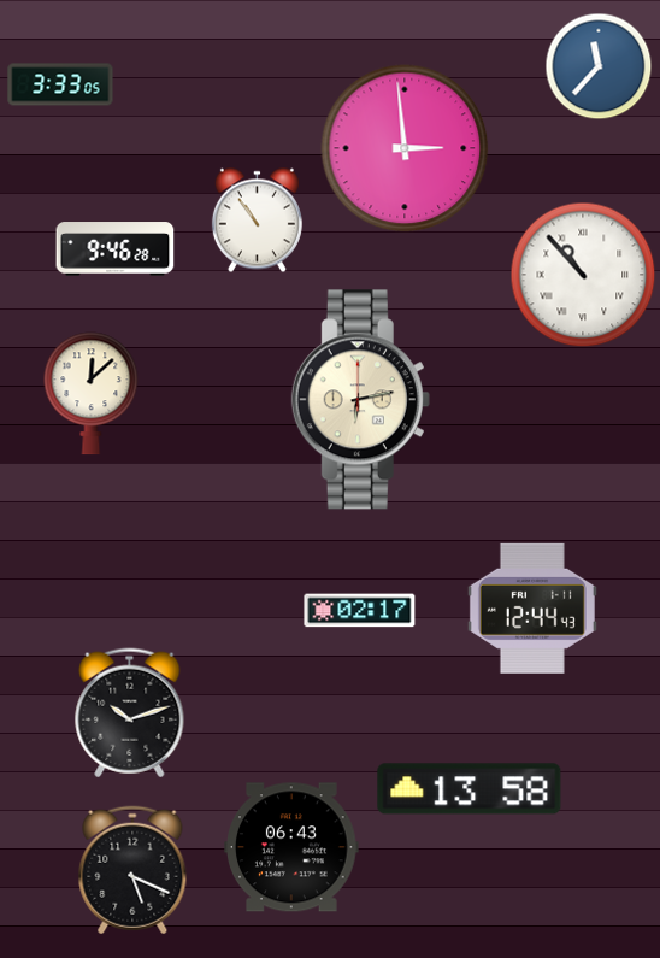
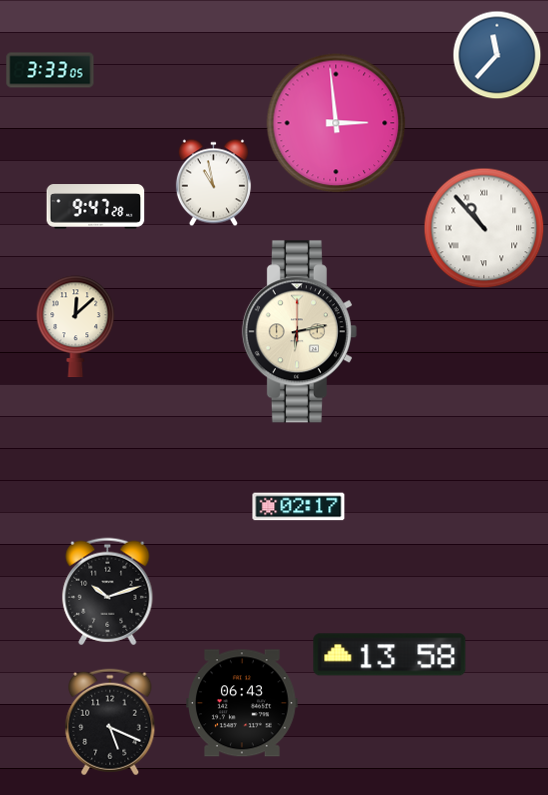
clock at (257, 221): 10:54 -> 10:58
clock at (116, 249): 9:46 -> 9:47
clock at (532, 609): 12:44 -> none
